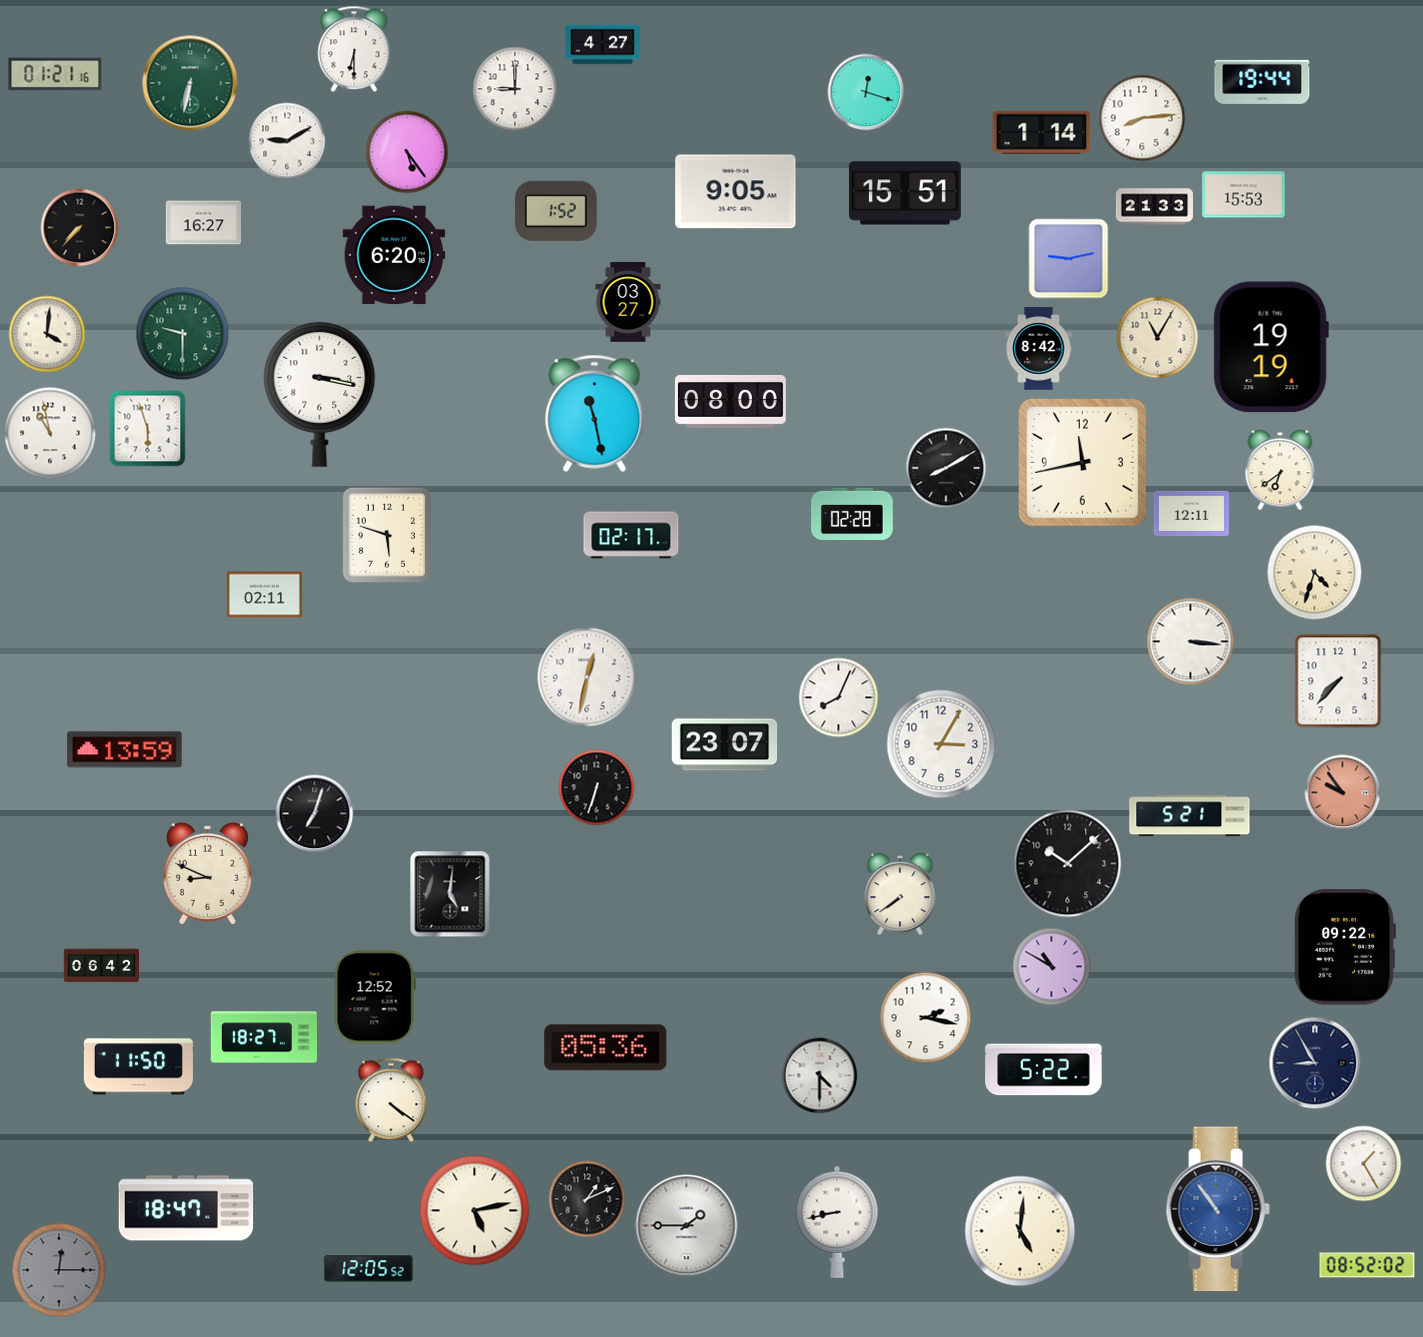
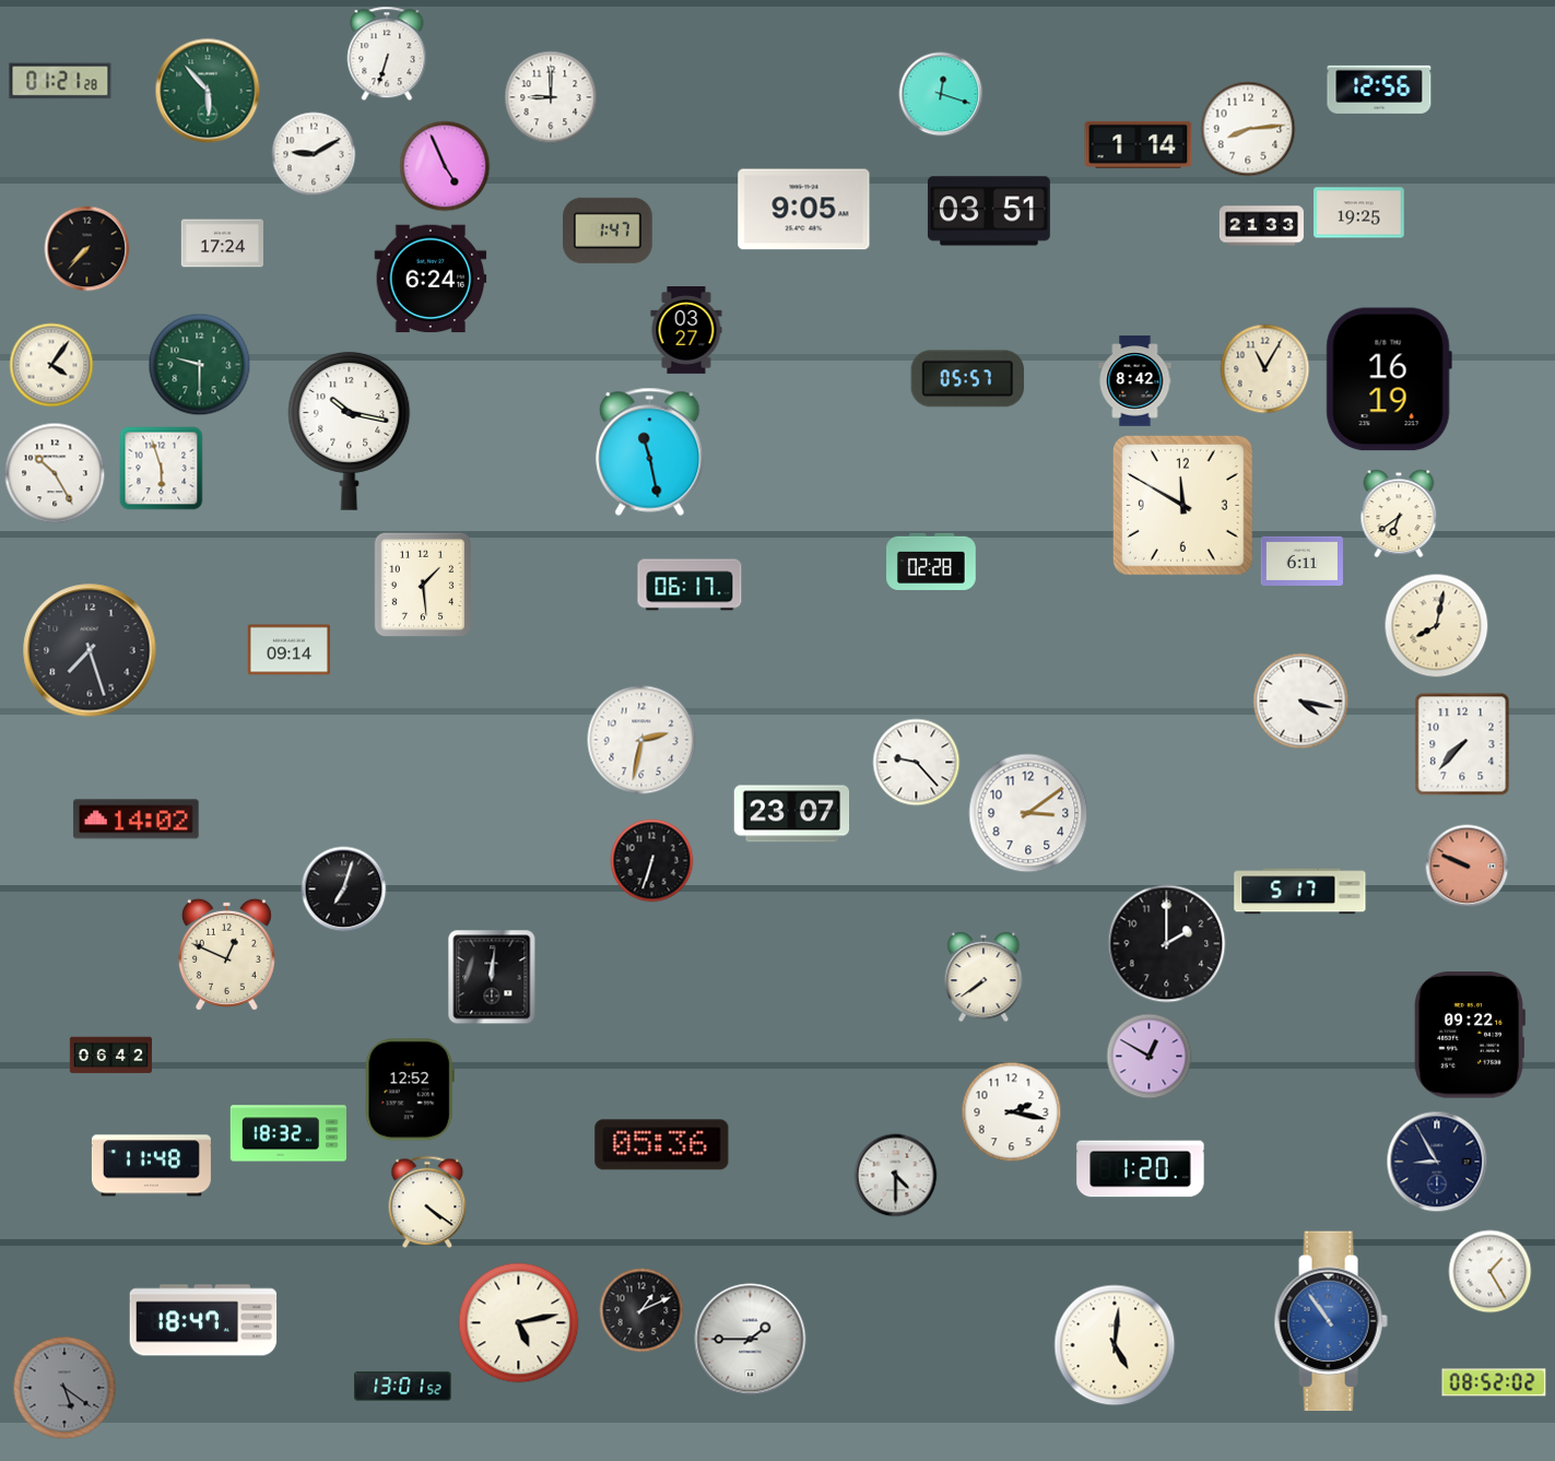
clock at (602, 45): 4:27 -> none
clock at (354, 49): 6:30 -> 6:33
clock at (55, 74): 01:21:16 -> 01:21:28
clock at (1262, 82): 19:44 -> 12:56
clock at (190, 83): 6:32 -> 5:53
clock at (515, 89) position: (515, 89) -> (551, 97)
clock at (866, 92) position: (866, 92) -> (941, 94)
clock at (407, 152): 5:24 -> 4:56
clock at (905, 193): 15:51 -> 03:51
clock at (1244, 195): 15:53 -> 19:25
clock at (557, 211): 1:52 -> 1:47
clock at (203, 223): 16:27 -> 17:24
clock at (394, 255): 6:20 -> 6:24
clock at (1069, 259): 9:13 -> none
clock at (47, 334): 4:01 -> 4:06
clock at (968, 379): none -> 05:57
clock at (1271, 347): 19:19 -> 16:19
clock at (320, 394): 3:17 -> 10:17
clock at (730, 401): 08:00 -> none
clock at (50, 433): 10:58 -> 10:25
clock at (1082, 462): 11:43 -> 11:50
clock at (946, 468): 8:10 -> none
clock at (1191, 513): 12:11 -> 6:11
clock at (387, 534): 5:48 -> 1:29
clock at (631, 535): 02:17 -> 06:17
clock at (1315, 573): 4:33 -> 8:02
clock at (90, 650): none -> 7:27
clock at (264, 595): 02:11 -> 09:14
clock at (1191, 642): 3:16 -> 4:17
clock at (587, 677): 12:32 -> 2:32
clock at (839, 698): 8:04 -> 9:23
clock at (941, 744): 3:05 -> 3:09
clock at (125, 750): 13:59 -> 14:02
clock at (1343, 793): 9:54 -> 9:49
clock at (1190, 816): 5:21 -> 5:17
clock at (1068, 864): 10:08 -> 2:00
clock at (207, 873): 8:49 -> 12:49
clock at (450, 894): 5:01 -> 12:01
clock at (1052, 967): 10:50 -> 12:50
clock at (263, 1037): 18:27 -> 18:32
clock at (138, 1067): 11:50 -> 11:48
clock at (1044, 1070): 5:22 -> 1:20
clock at (837, 1222): 8:43 -> none
clock at (369, 1269): 12:05 -> 13:01
clock at (59, 1270): 12:15 -> 5:21
